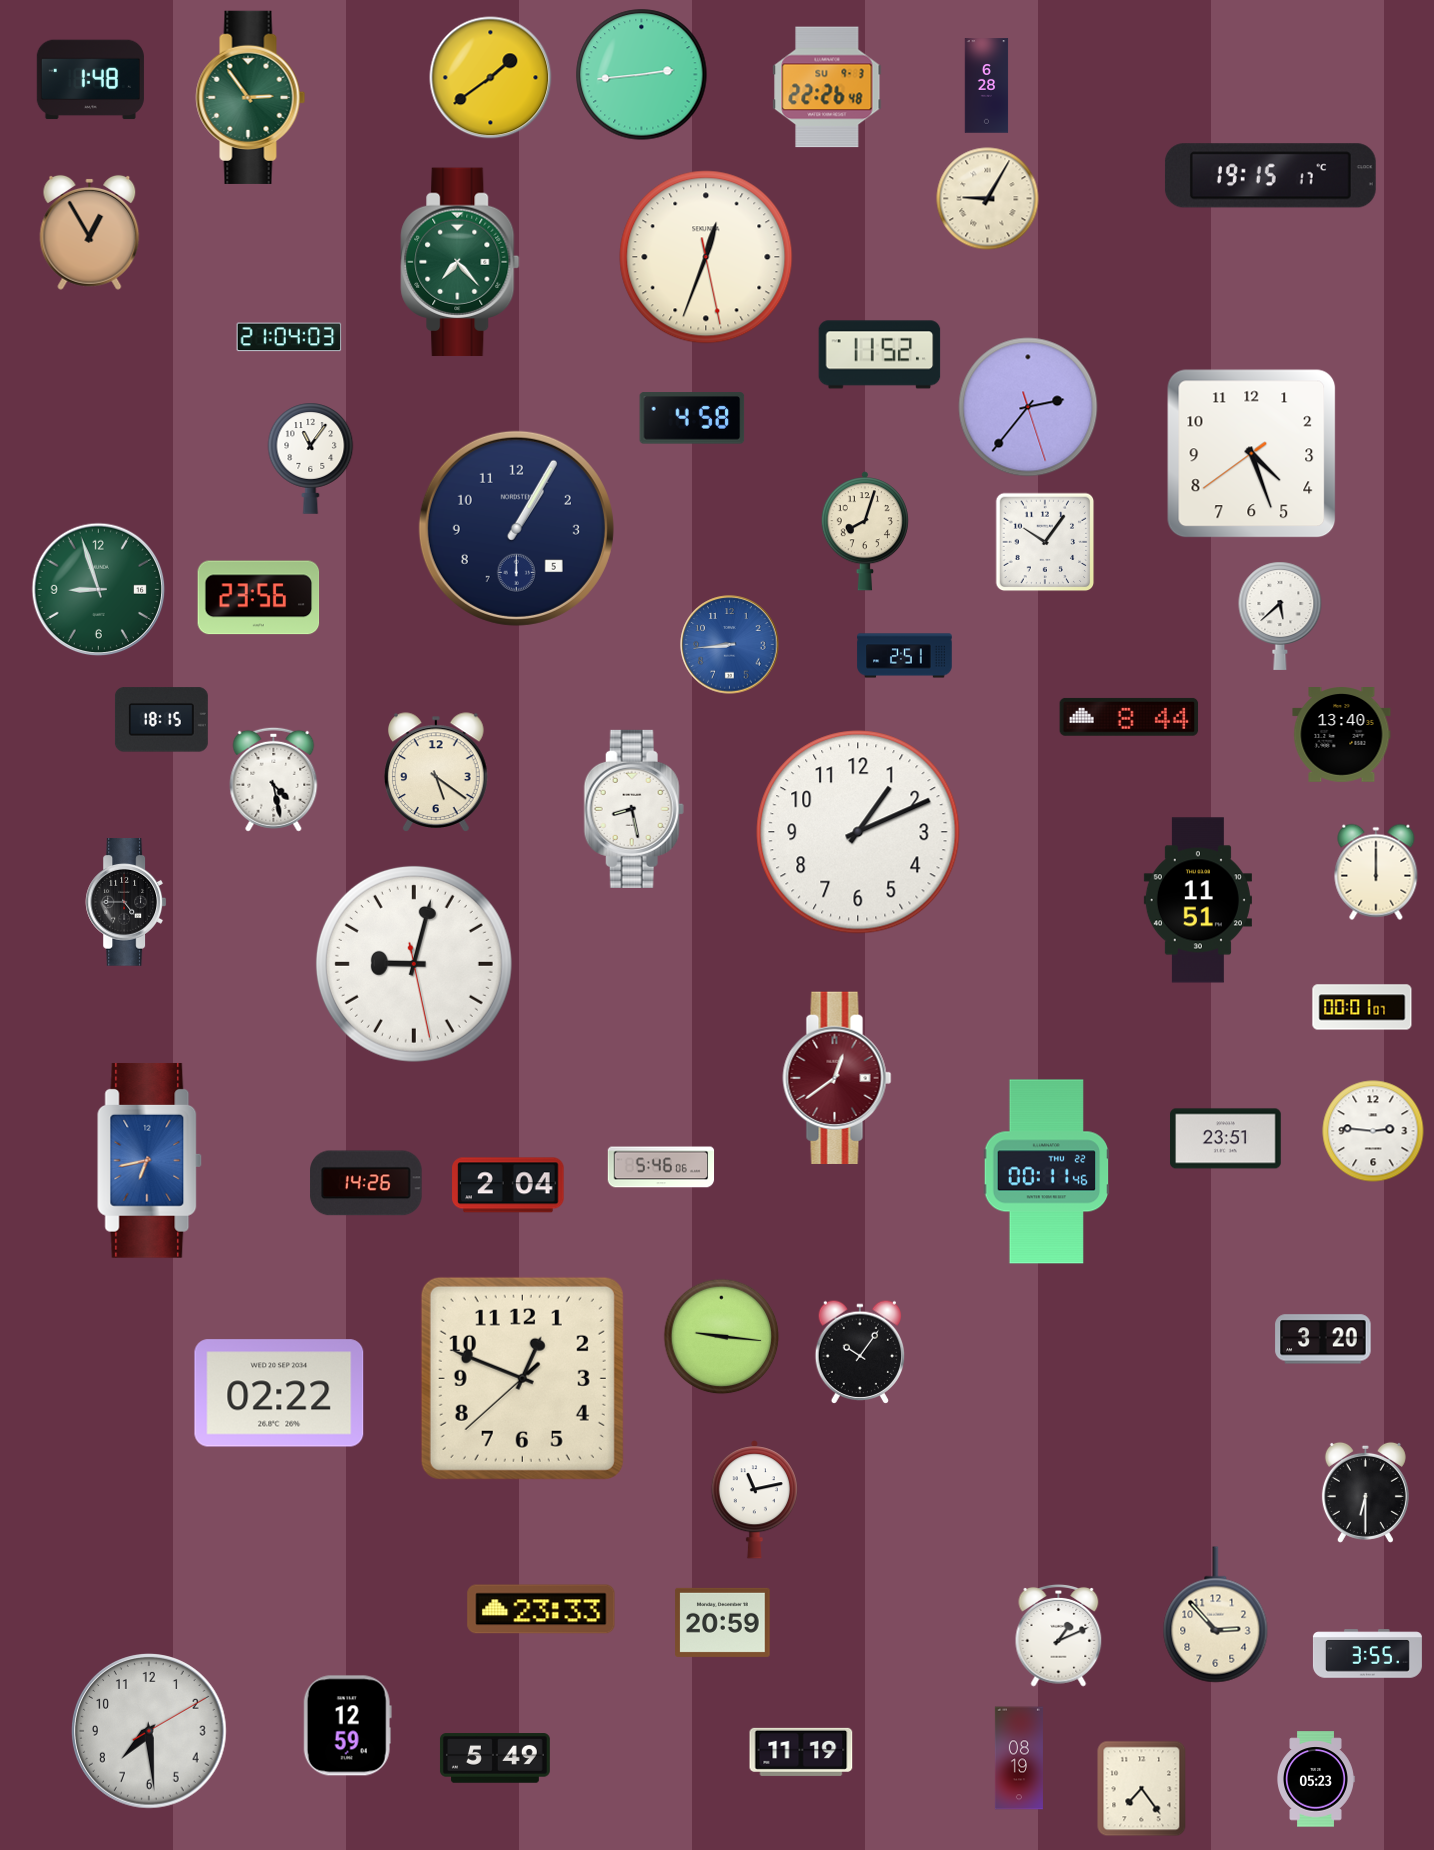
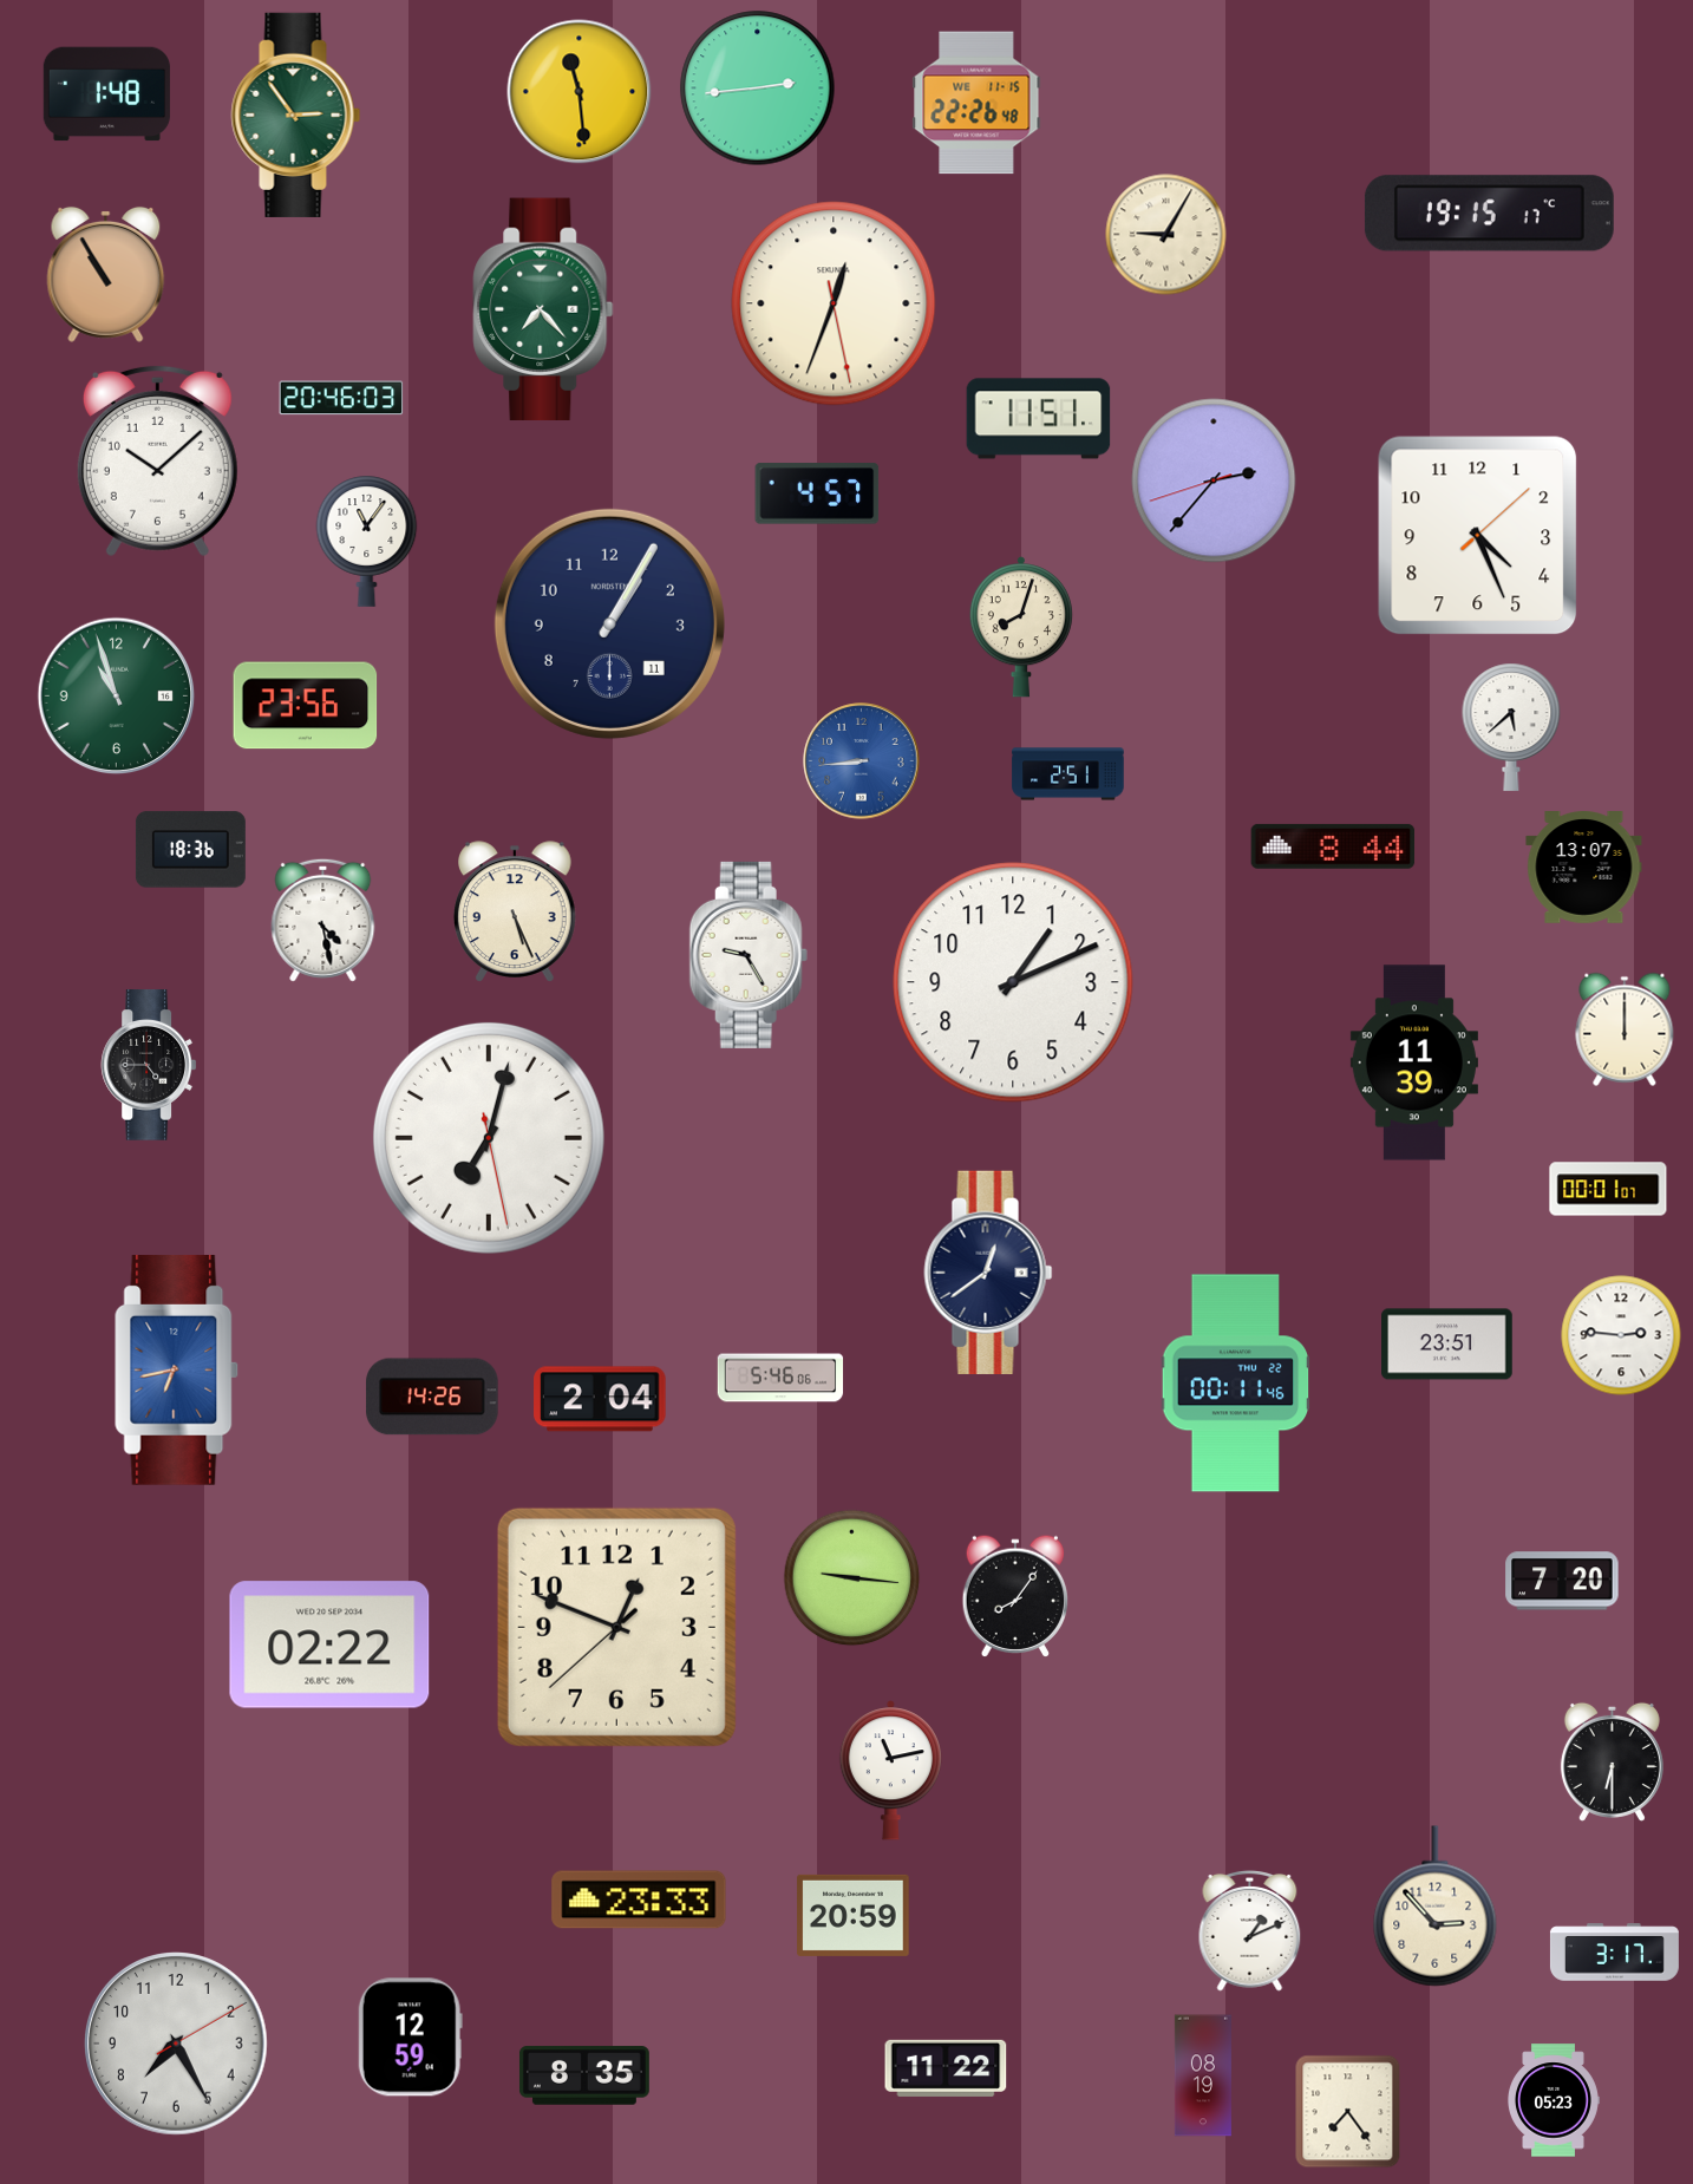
clock at (491, 78): 1:39 -> 11:29
clock at (987, 86): 6:28 -> none
clock at (827, 87) date: SU 9-3 -> WE 11-15
clock at (1270, 176) position: (1270, 176) -> (1489, 214)
clock at (90, 232): 12:55 -> 10:55
clock at (289, 337): 21:04 -> 20:46
clock at (880, 355): 11:52 -> 11:51
clock at (157, 460): none -> 10:08
clock at (1028, 407): 2:36:27 -> 2:36:42
clock at (692, 418): 4:58 -> 4:57
clock at (1252, 454): 4:26:39 -> 4:26:08
clock at (516, 528) date: 5 -> 11
clock at (1045, 542): 10:06 -> none
clock at (99, 590): 8:57 -> 10:57
clock at (161, 720): 18:15 -> 18:36
clock at (1342, 735): 13:40 -> 13:07
clock at (437, 772): 5:21 -> 5:26
clock at (634, 809): 8:28 -> 9:25
clock at (1198, 900): 11:51 -> 11:39
clock at (414, 964): 9:02 -> 7:02
clock at (837, 1077) dial: burgundy -> navy
clock at (1323, 1339): 3:20 -> 7:20
clock at (860, 1351): 10:06 -> 8:06
clock at (1367, 1654): 3:55 -> 3:17
clock at (149, 1731): 7:29 -> 7:25
clock at (801, 1752): 11:19 -> 11:22
clock at (495, 1758): 5:49 -> 8:35
